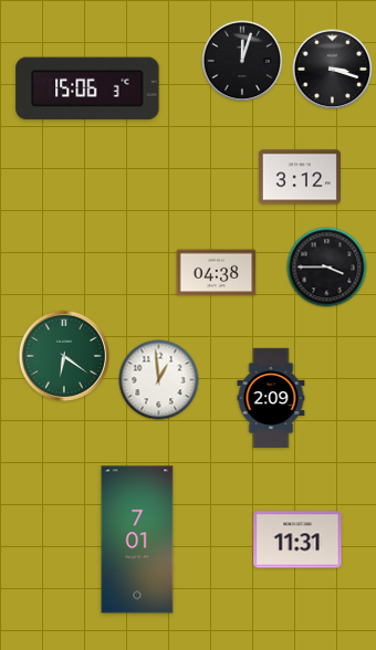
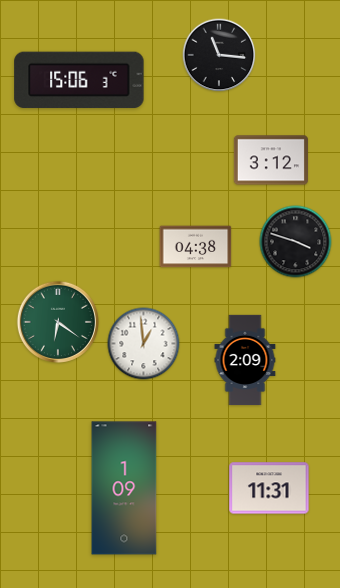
clock at (242, 61): 12:03 -> 11:16
clock at (333, 70): 3:18 -> none
clock at (327, 268): 3:45 -> 3:48
clock at (137, 539): 7:01 -> 1:09
